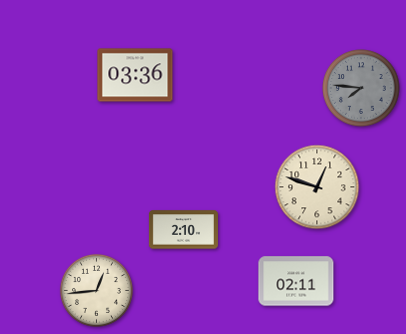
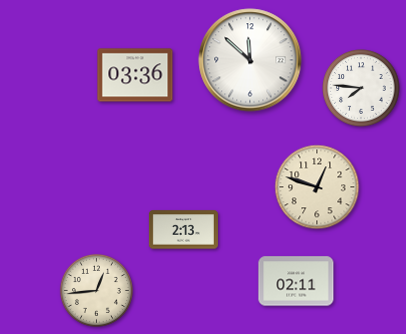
clock at (250, 60): none -> 11:52
clock at (361, 88) dial: grey -> white
clock at (183, 230): 2:10 -> 2:13
